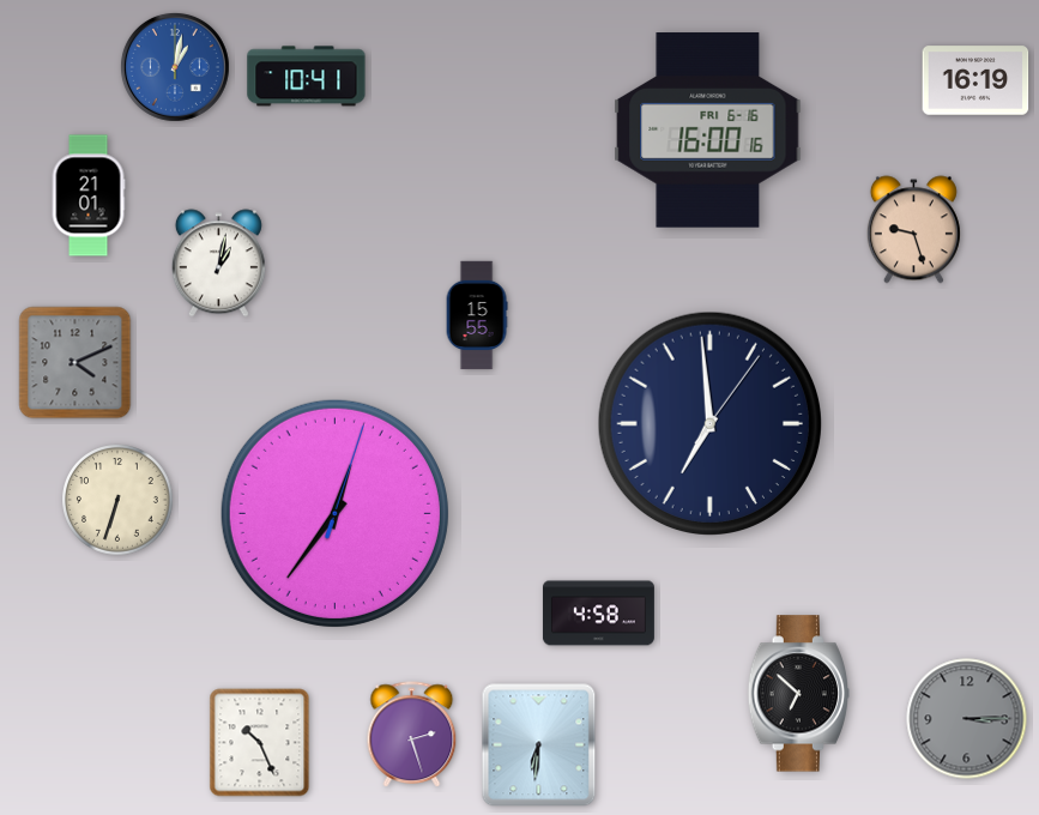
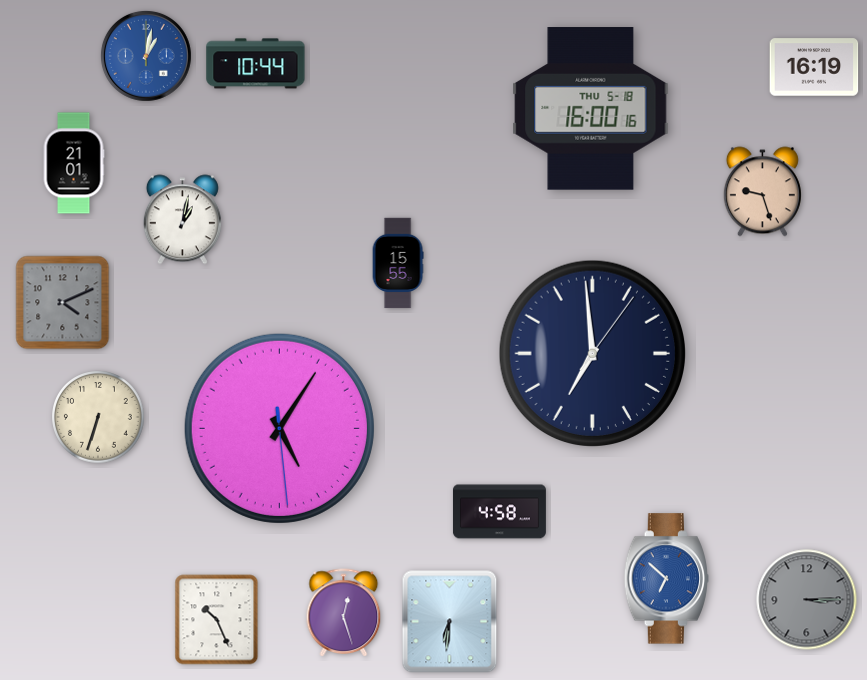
clock at (307, 77): 10:41 -> 10:44
clock at (708, 131) date: FRI 6-16 -> THU 5-18
clock at (334, 513): 12:36 -> 5:05
clock at (799, 694) dial: black -> blue
clock at (412, 733): 2:27 -> 12:27
